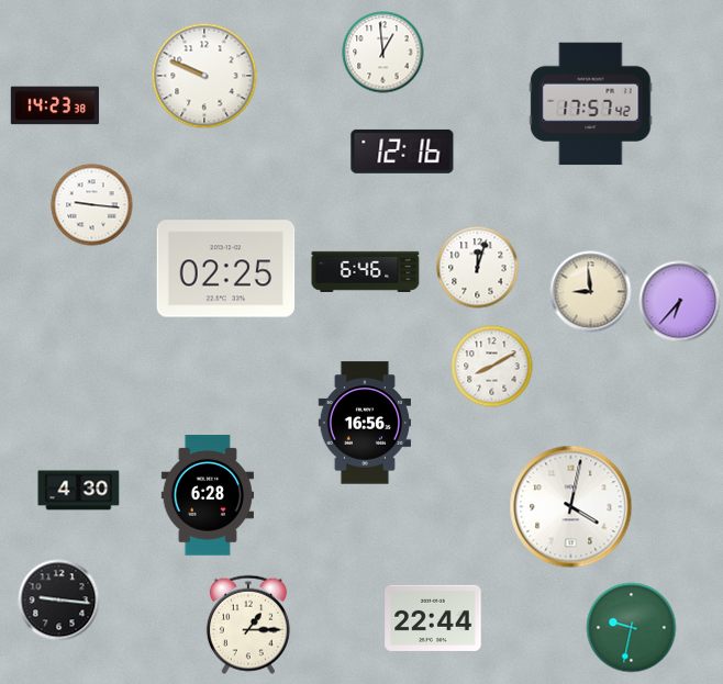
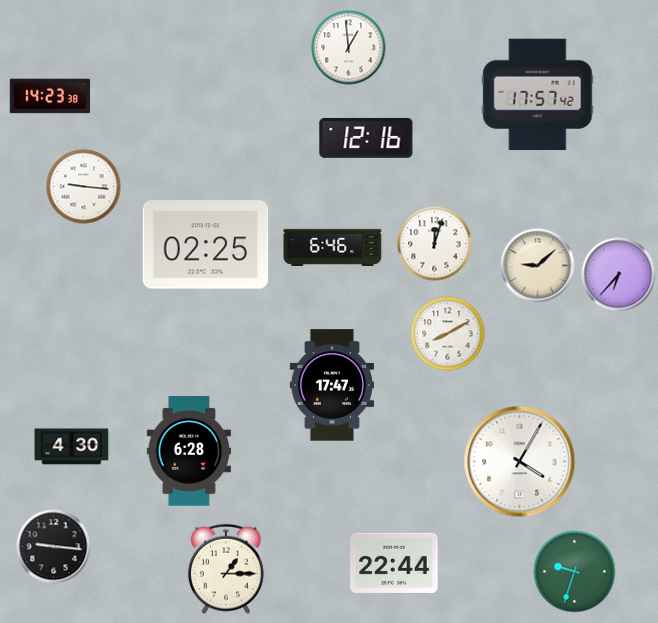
clock at (204, 76): 9:49 -> none
clock at (591, 292): 8:59 -> 9:08
clock at (364, 423): 16:56 -> 17:47
clock at (571, 507): 4:02 -> 4:05
clock at (632, 628): 9:32 -> 9:33
